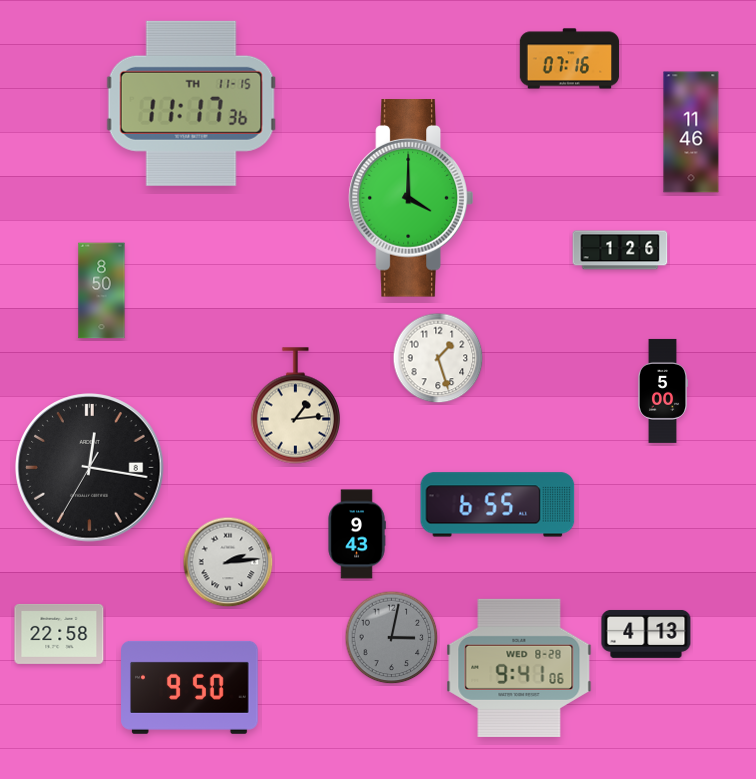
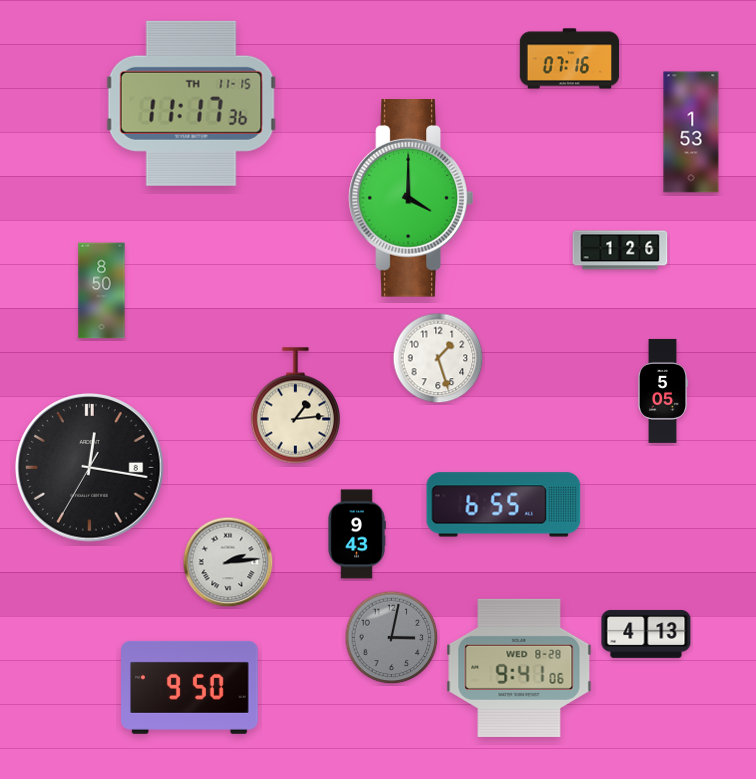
clock at (691, 132): 11:46 -> 1:53
clock at (663, 391): 5:00 -> 5:05
clock at (498, 505) position: (498, 505) -> (504, 505)
clock at (59, 634): 22:58 -> none
